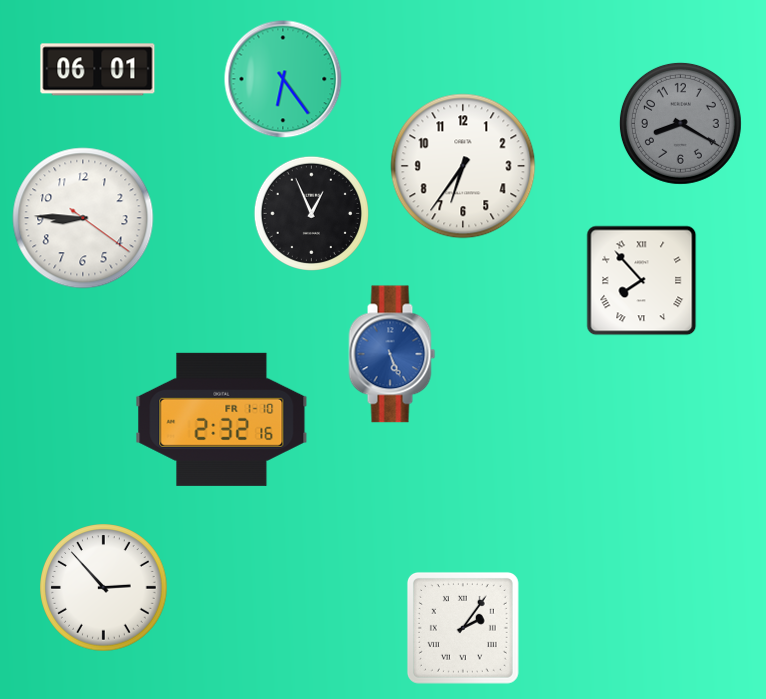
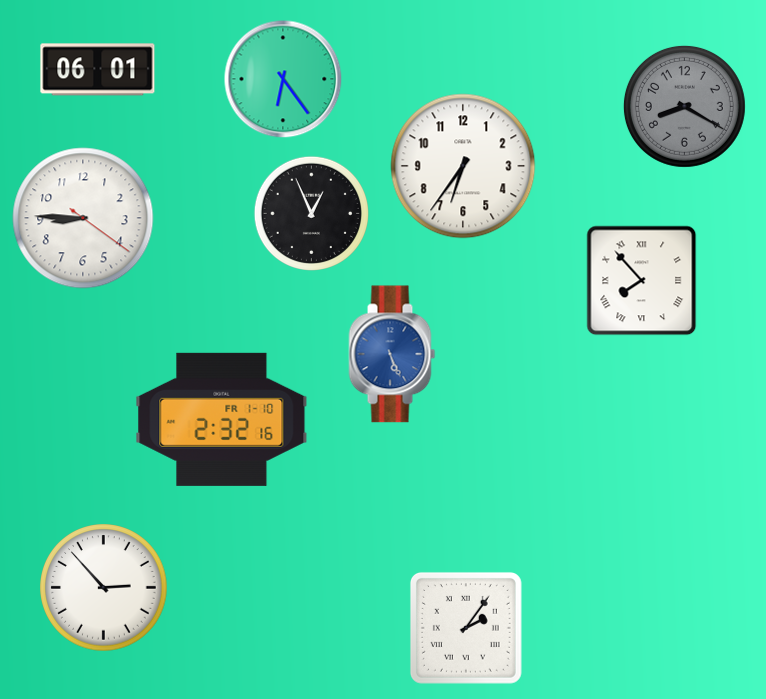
clock at (680, 123) position: (680, 123) -> (684, 106)
clock at (463, 628) position: (463, 628) -> (466, 628)
